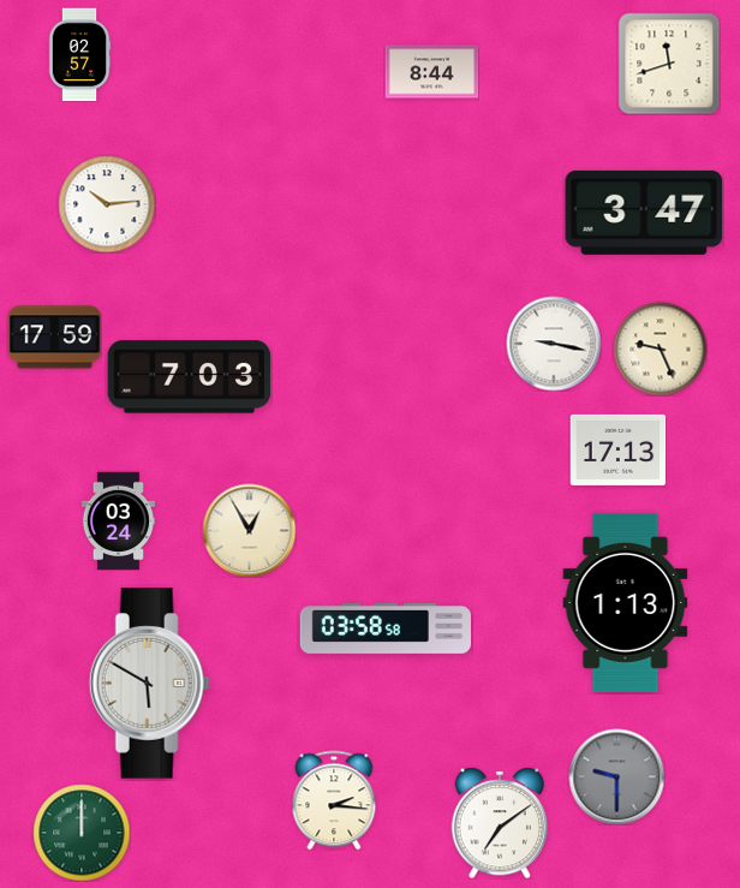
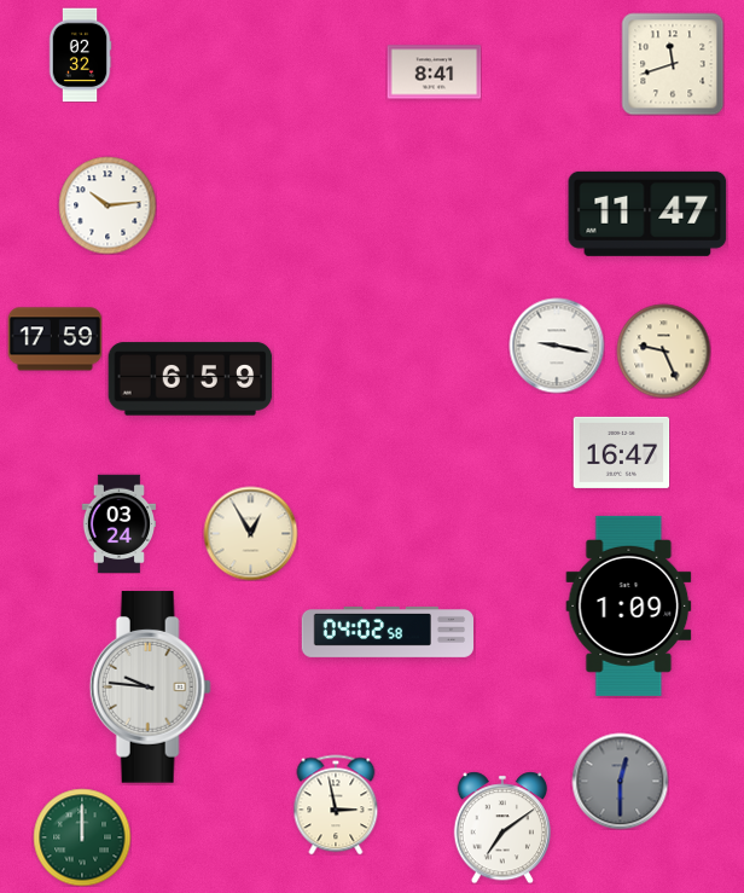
clock at (79, 54): 02:57 -> 02:32
clock at (431, 72): 8:44 -> 8:41
clock at (644, 213): 3:47 -> 11:47
clock at (190, 377): 7:03 -> 6:59
clock at (617, 449): 17:13 -> 16:47
clock at (626, 602): 1:13 -> 1:09
clock at (384, 628): 03:58 -> 04:02
clock at (149, 684): 5:50 -> 9:46
clock at (616, 776): 9:30 -> 12:30
clock at (334, 800): 2:16 -> 2:58
